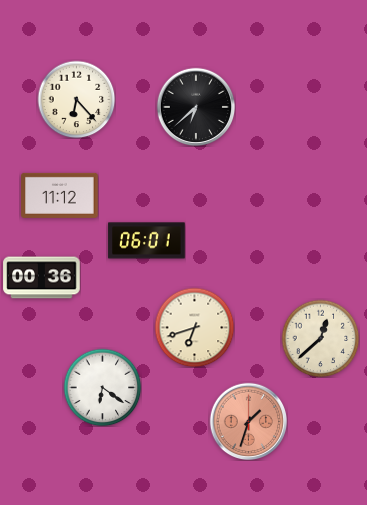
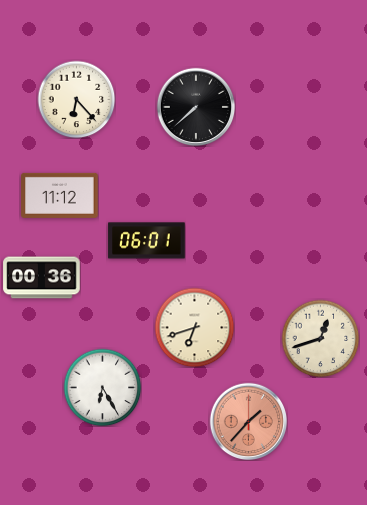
clock at (196, 107): 6:38 -> 7:38
clock at (320, 338): 12:38 -> 12:42
clock at (102, 387): 6:21 -> 6:25
clock at (248, 421): 1:33 -> 1:37
